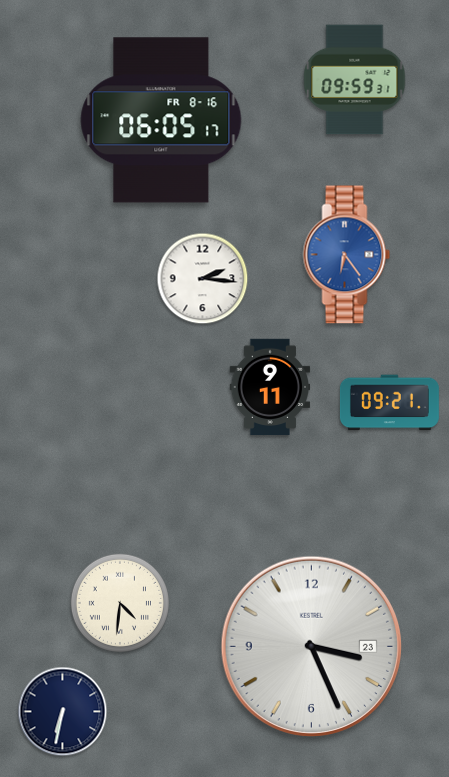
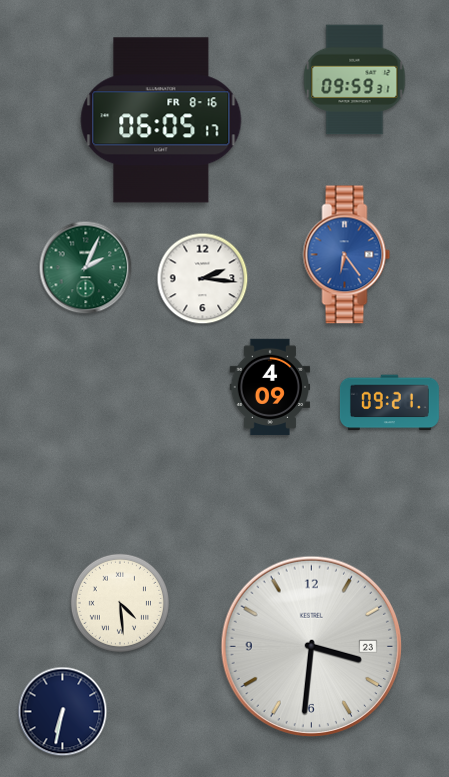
clock at (86, 268): none -> 2:04
clock at (270, 387): 9:11 -> 4:09
clock at (120, 603): 4:31 -> 4:29
clock at (311, 646): 3:26 -> 3:31
